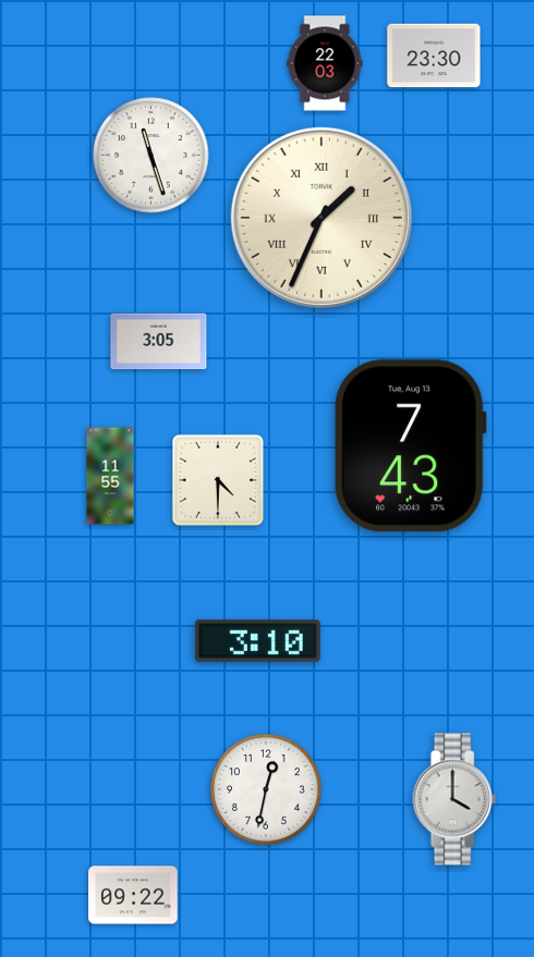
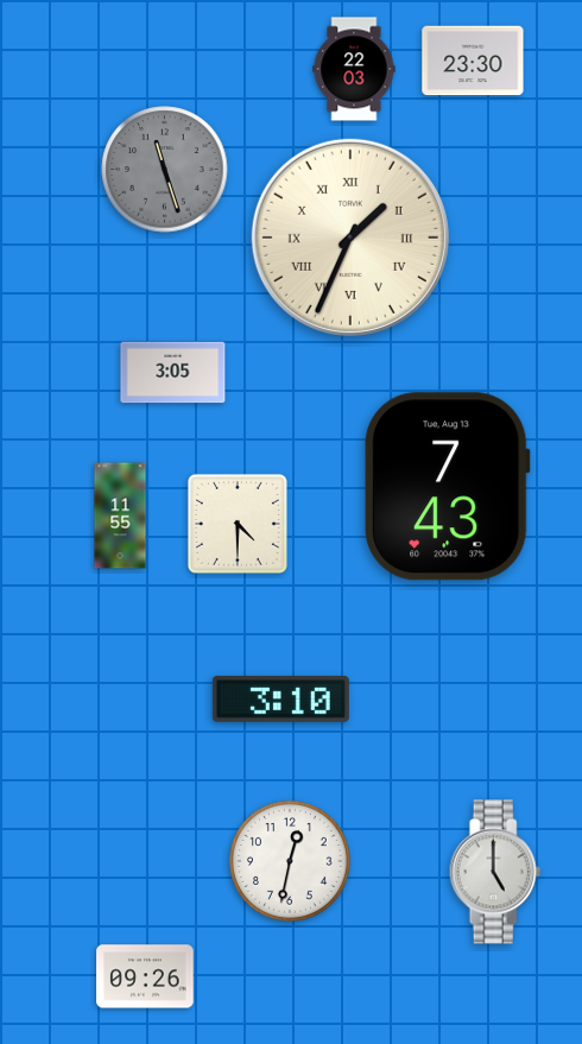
clock at (151, 156) dial: white -> grey
clock at (110, 476) position: (110, 476) -> (120, 515)
clock at (454, 799): 4:00 -> 5:00
clock at (133, 895): 09:22 -> 09:26
